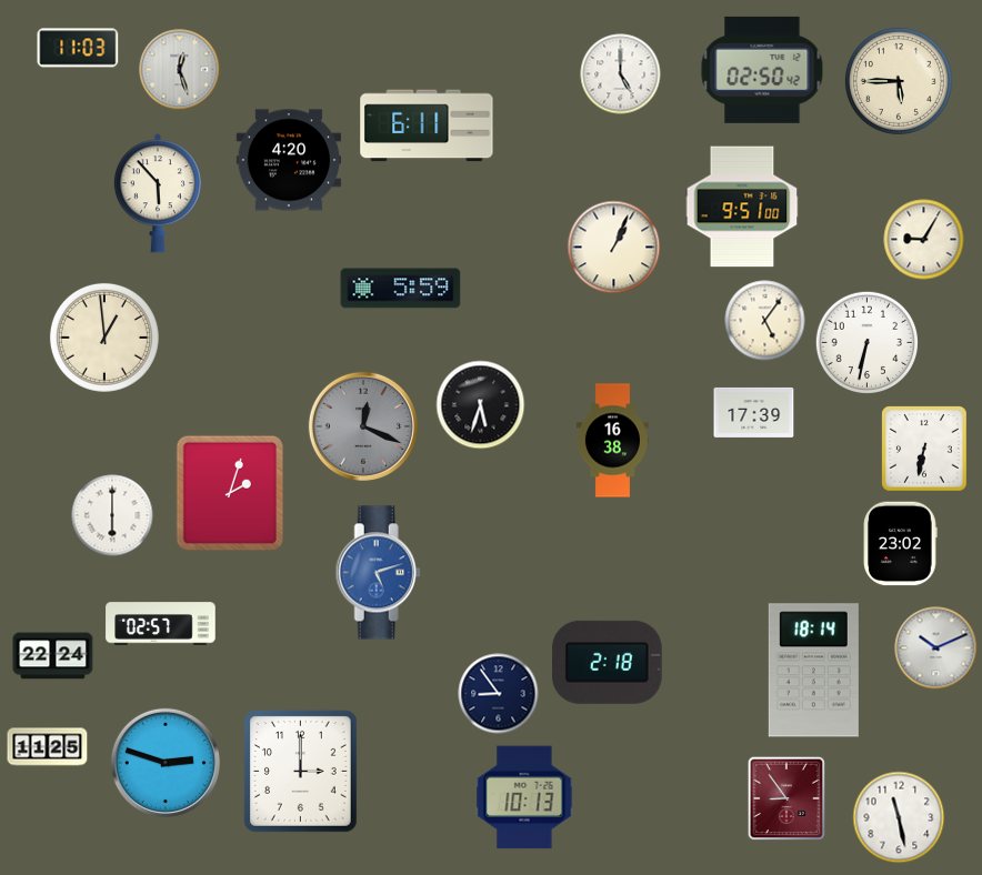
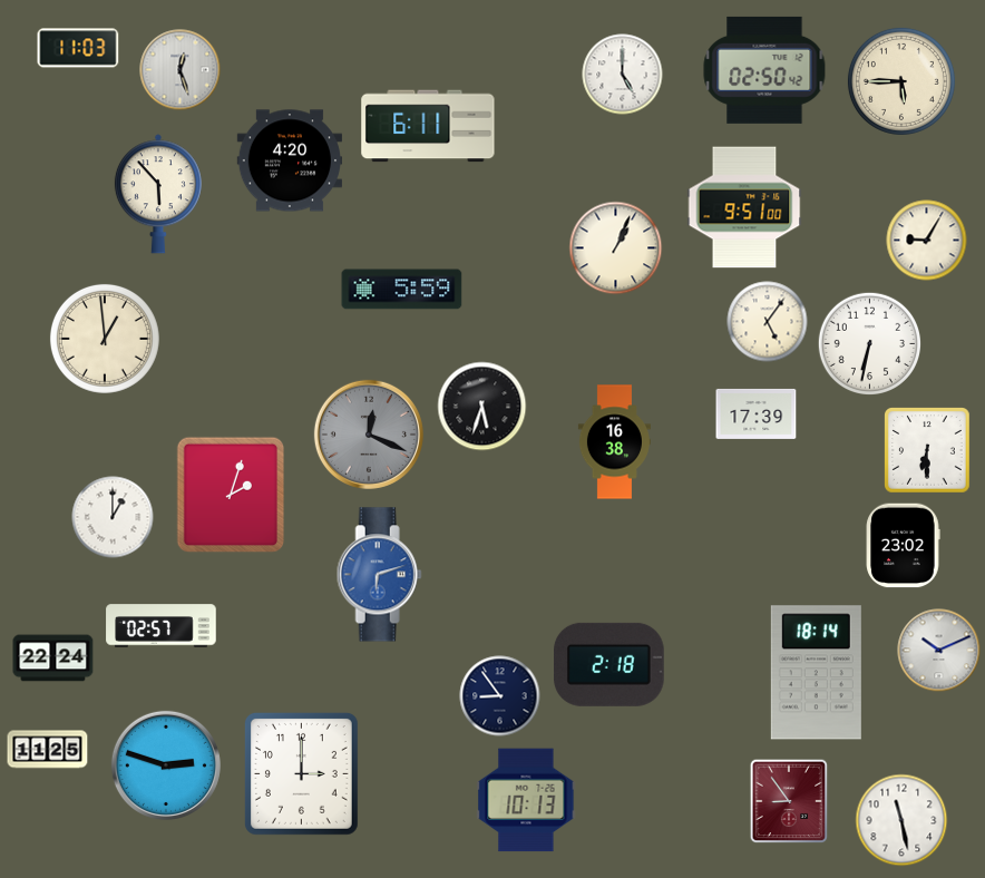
clock at (363, 426) position: (363, 426) -> (369, 435)
clock at (924, 449): 6:32 -> 6:30
clock at (112, 515): 6:00 -> 1:00
clock at (378, 573): 5:12 -> 6:12
